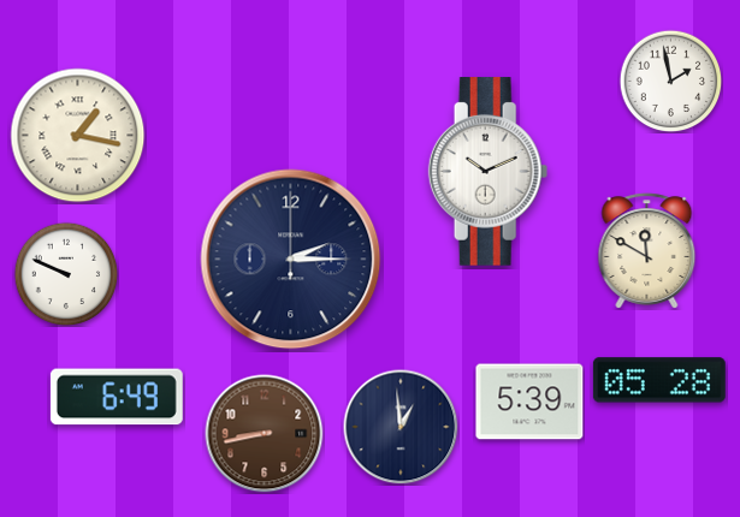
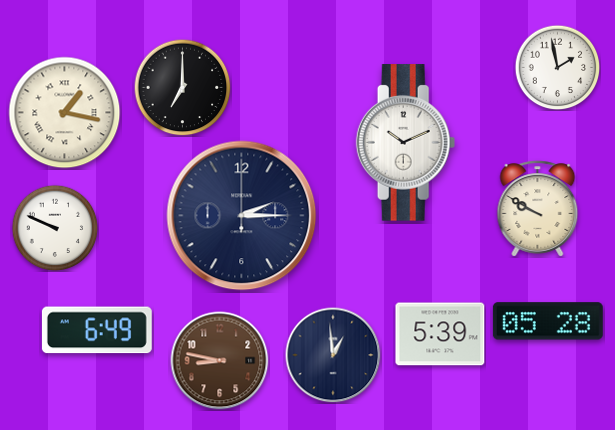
clock at (182, 87): none -> 7:00
clock at (647, 251): 11:50 -> 9:50
clock at (659, 380) position: (659, 380) -> (548, 321)
clock at (265, 434): 8:43 -> 8:47
